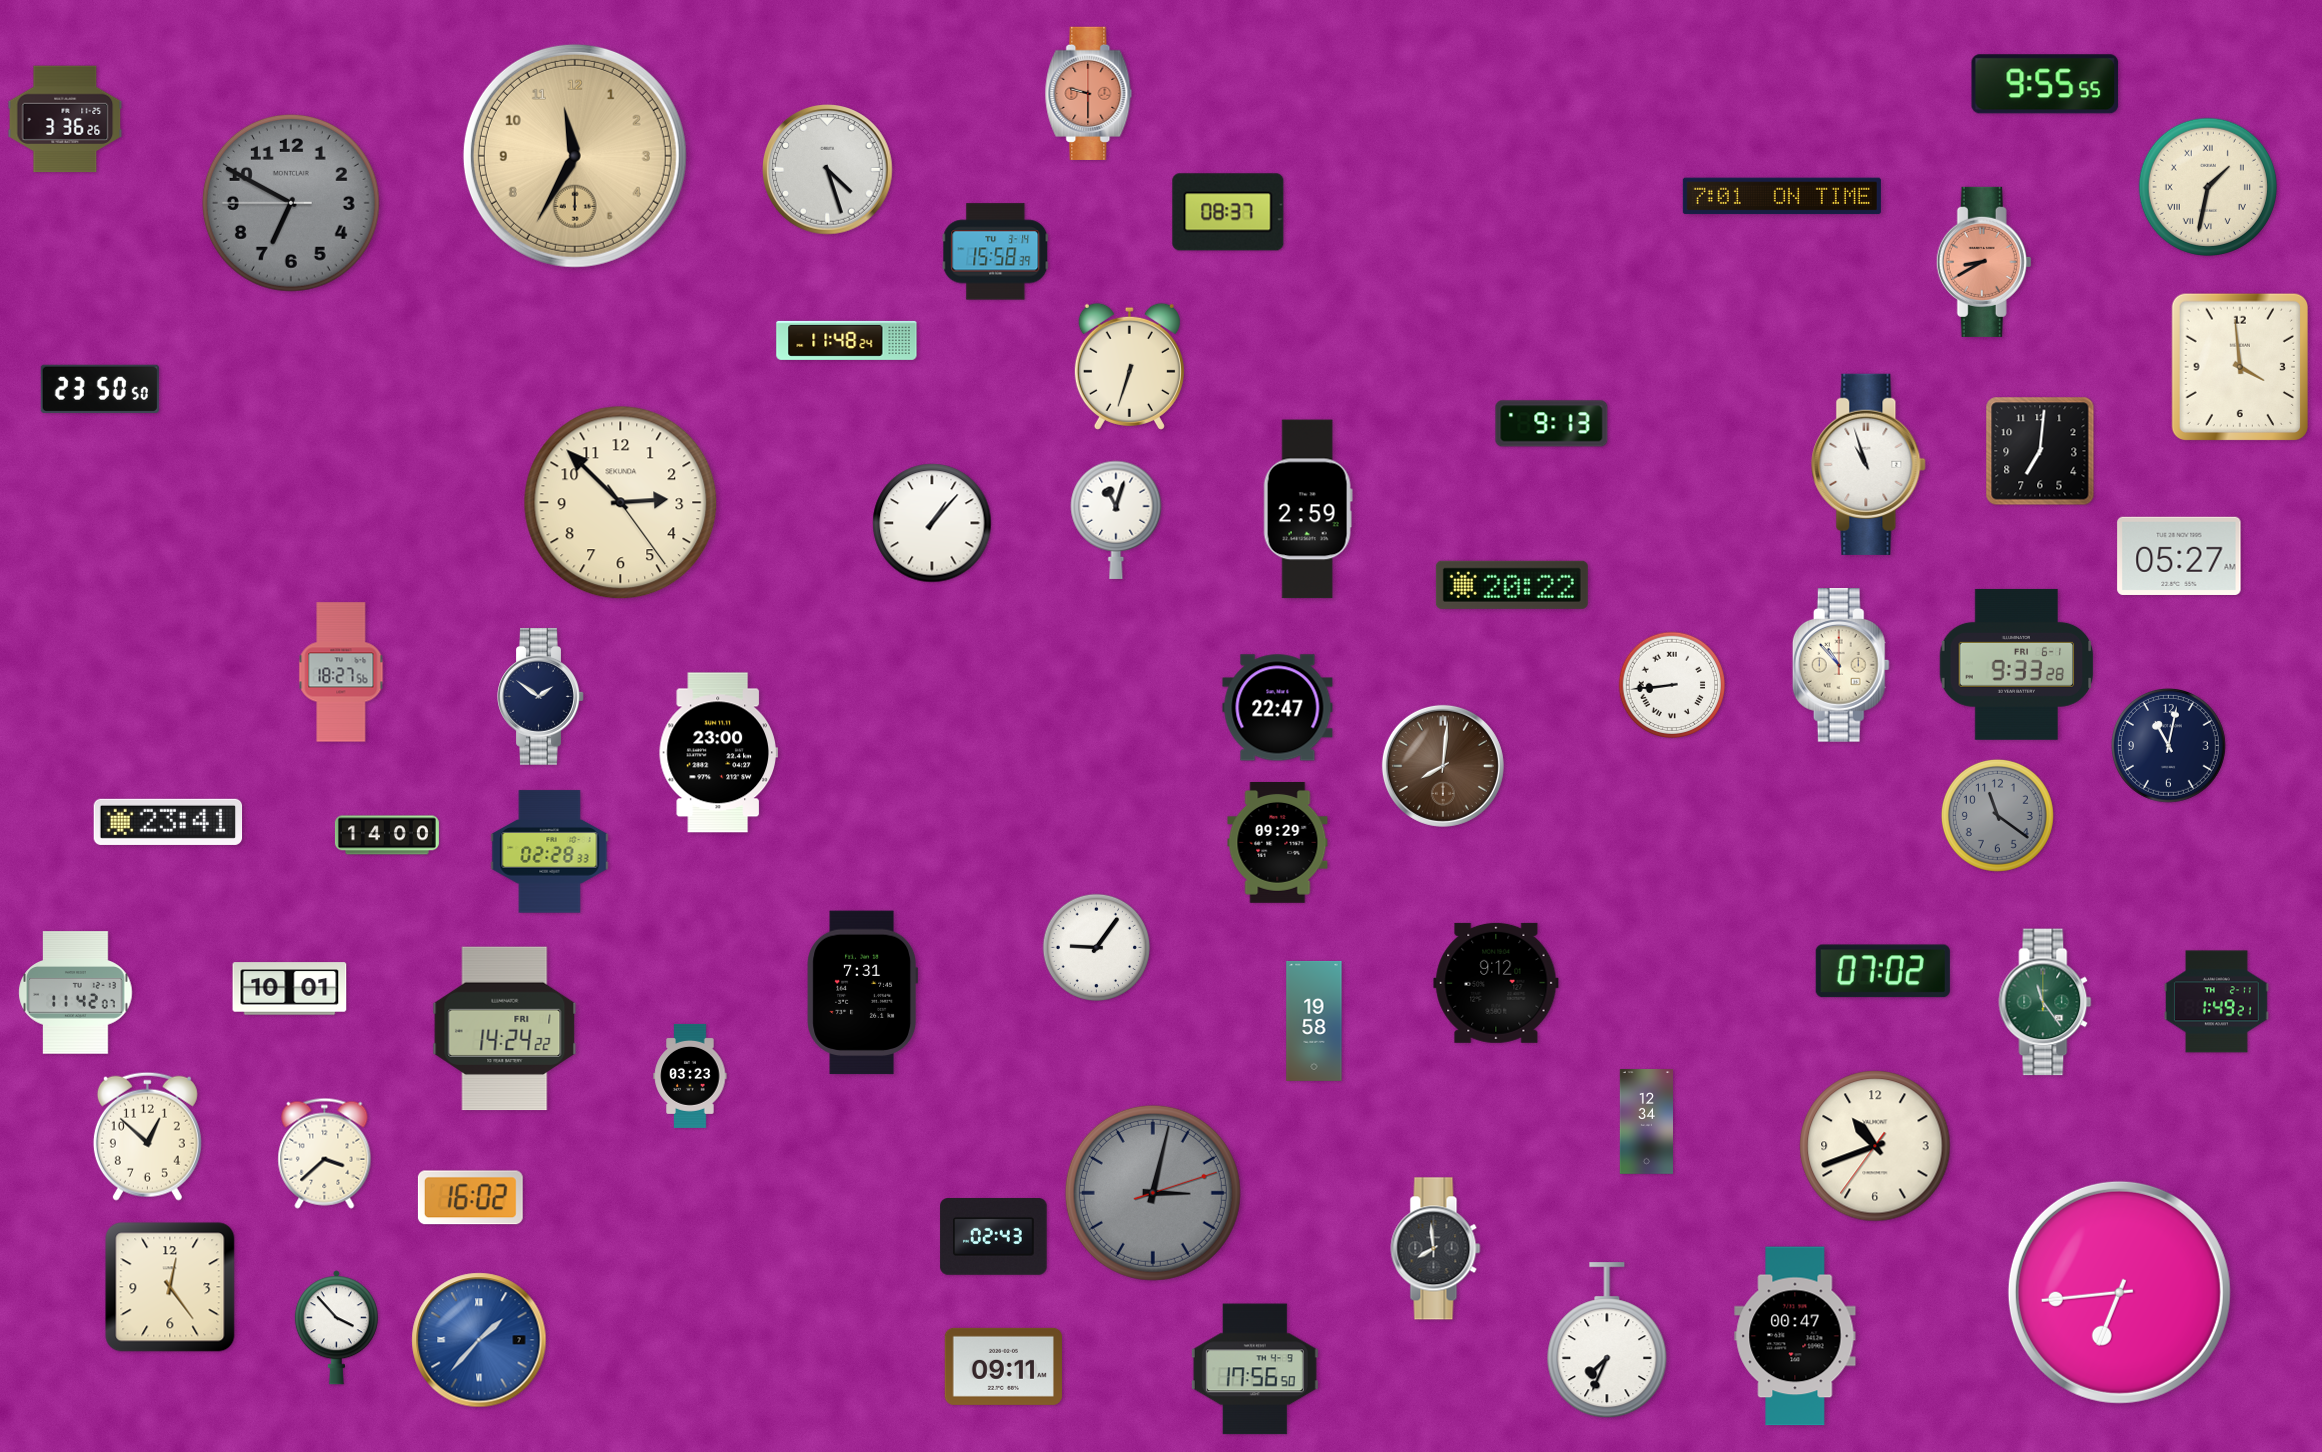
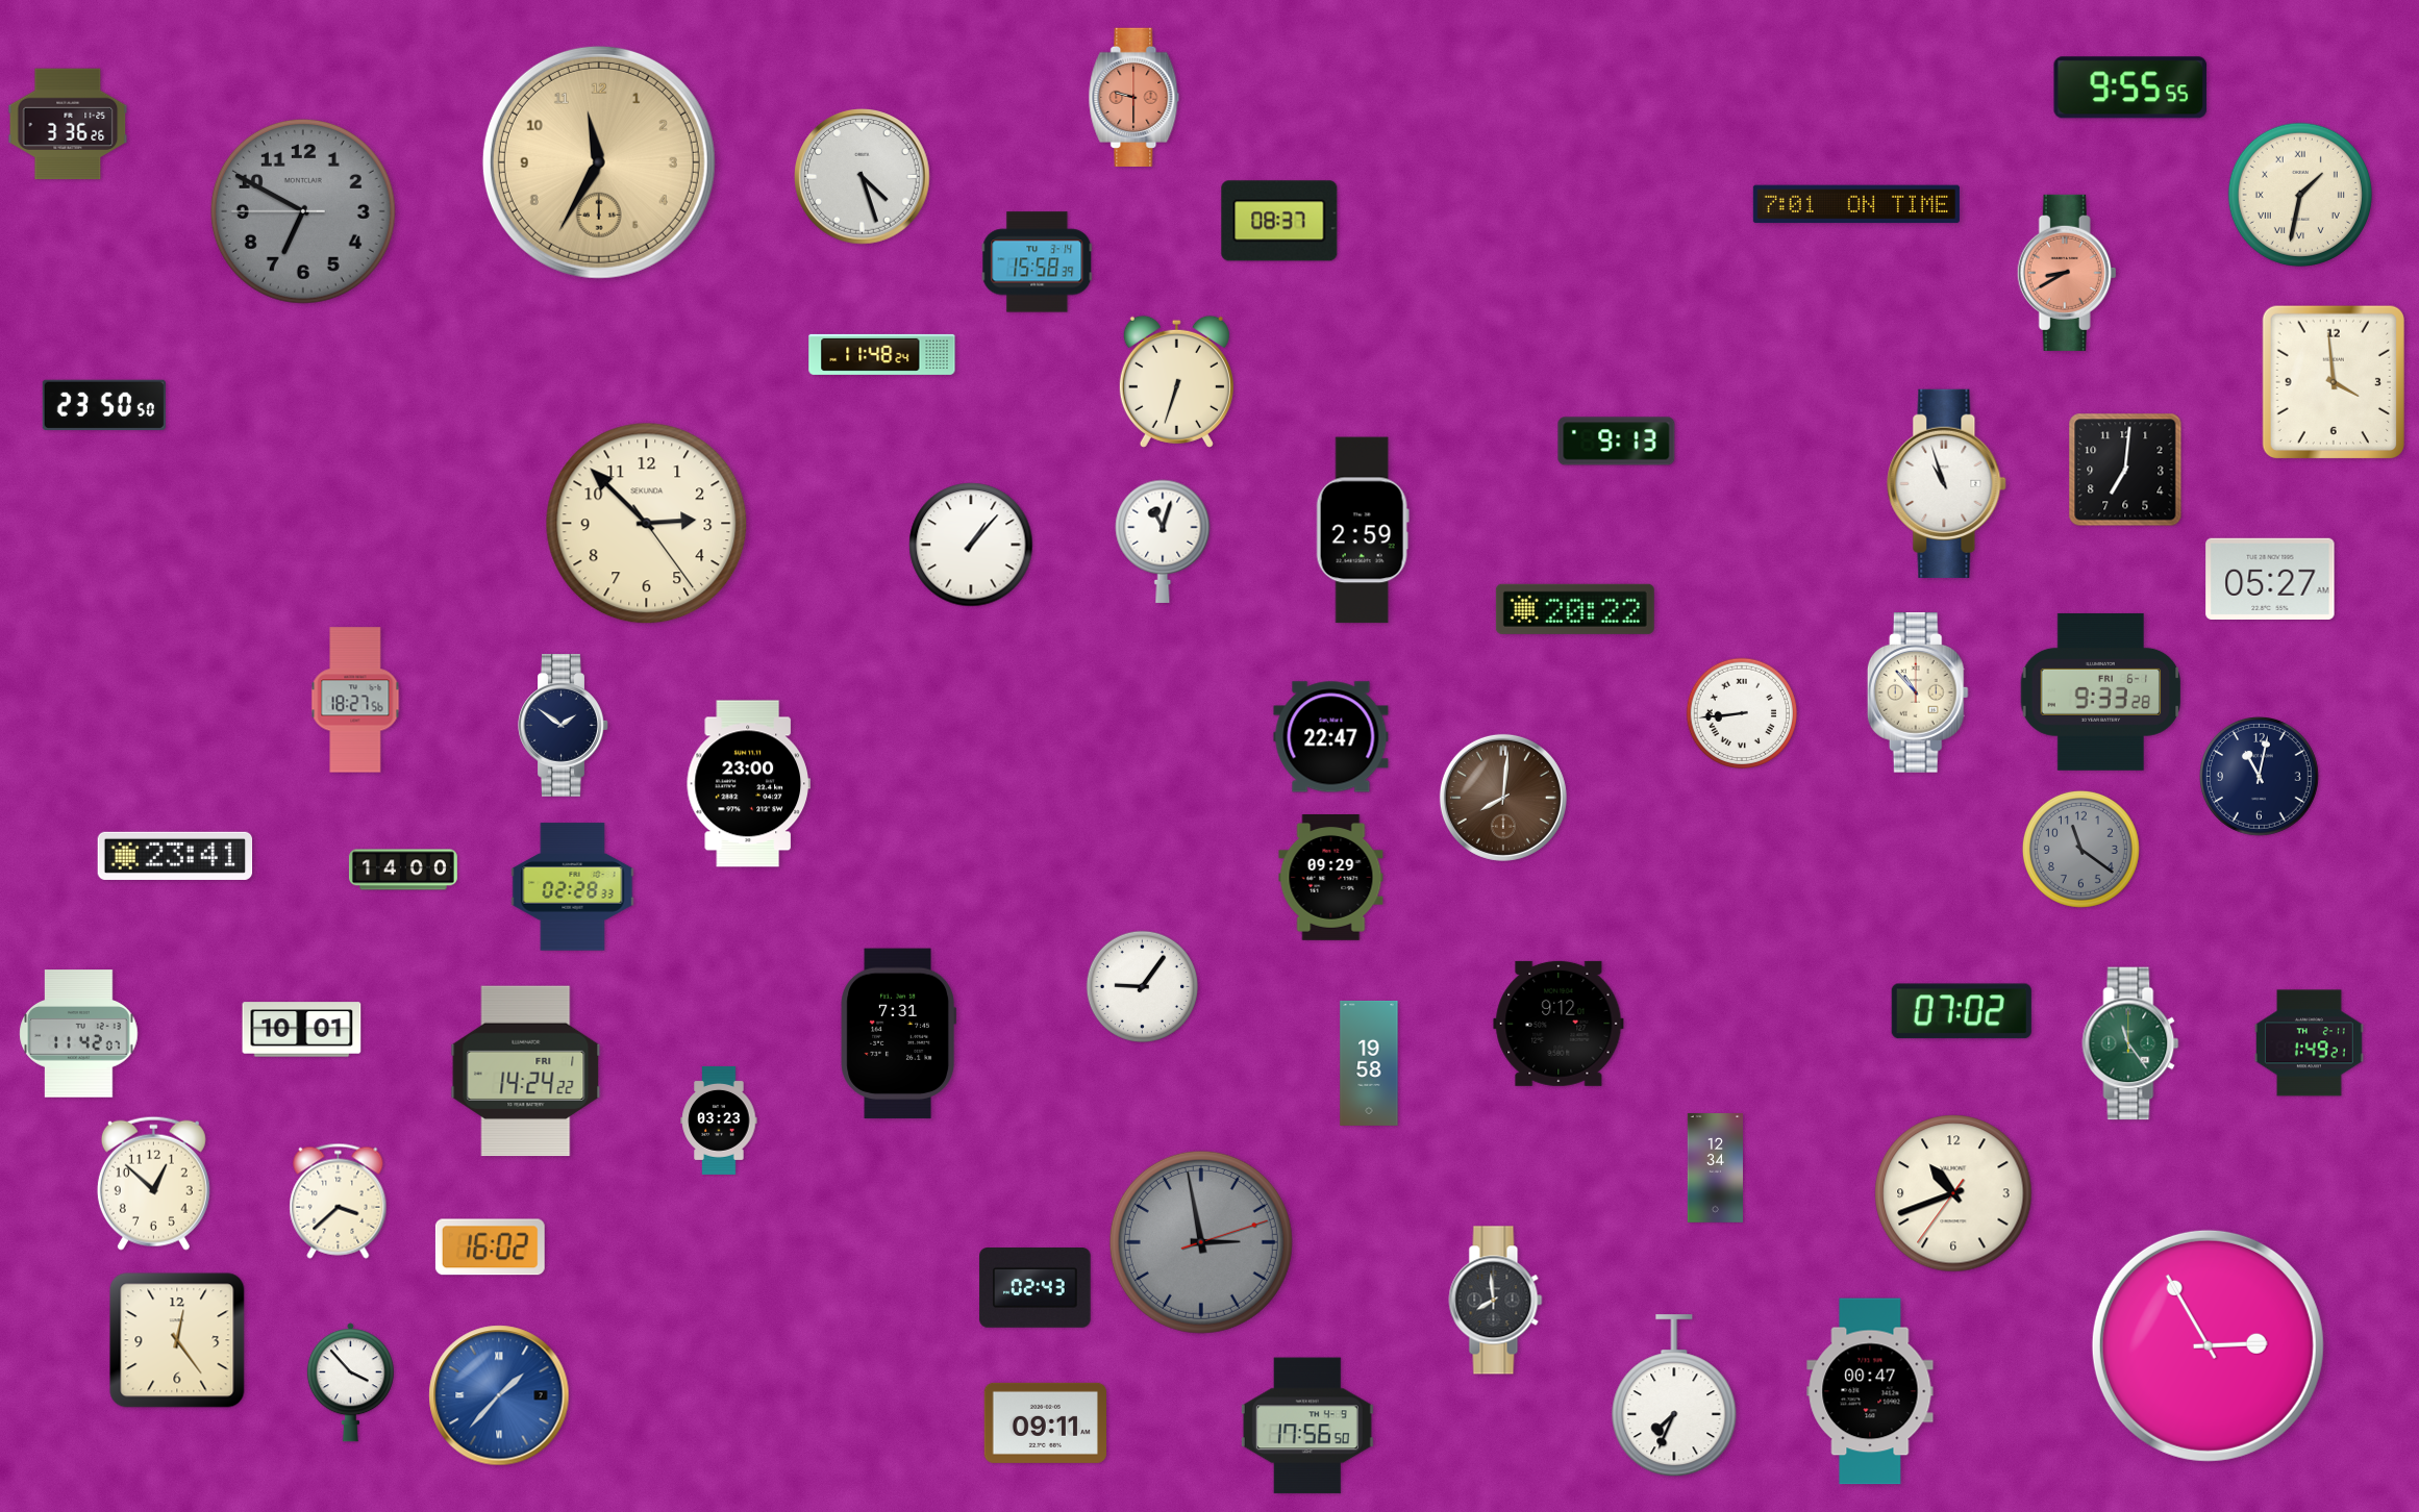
clock at (1153, 1193): 3:02 -> 2:58
clock at (2119, 1292): 6:44 -> 2:55
